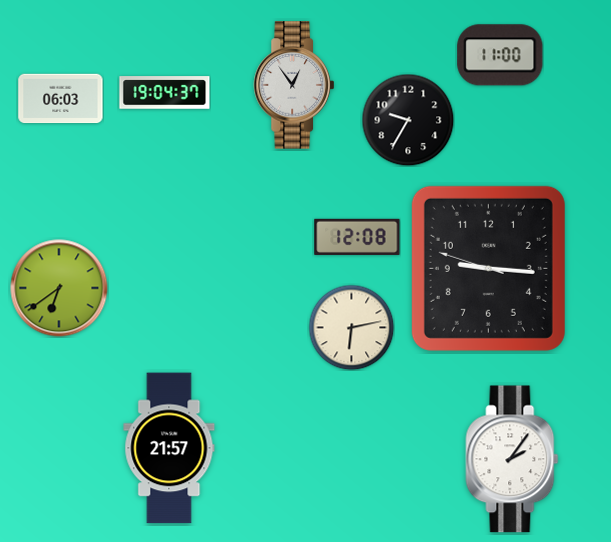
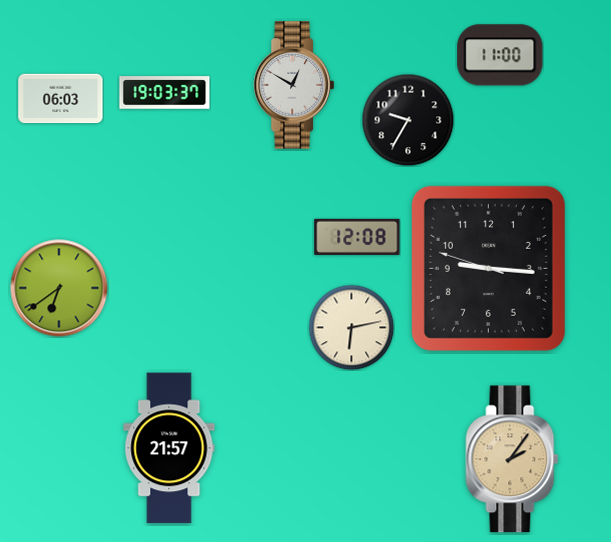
clock at (294, 85): 12:54 -> 12:50
clock at (165, 93): 19:04 -> 19:03
clock at (512, 459) dial: white -> champagne
